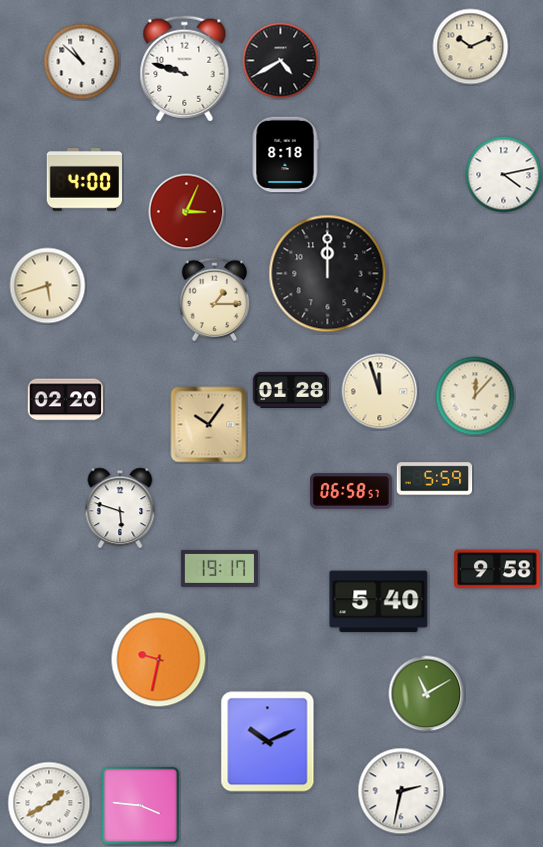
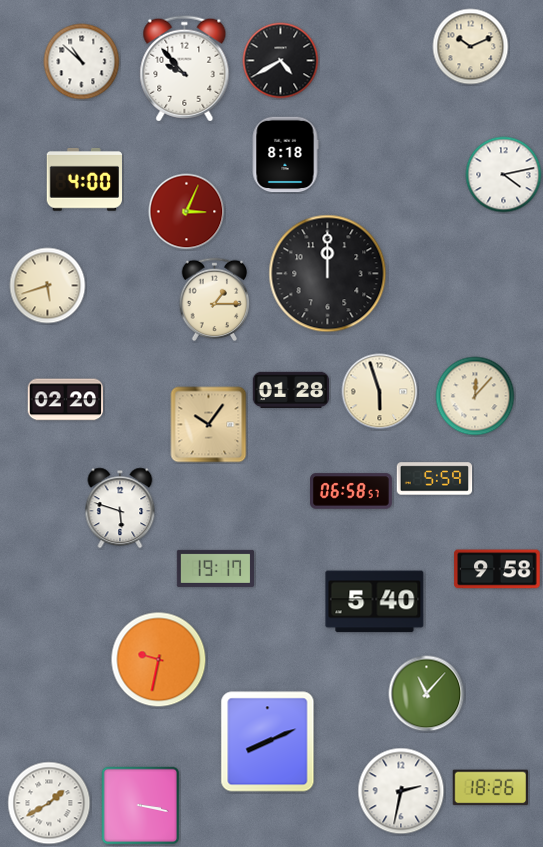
clock at (185, 69): 9:48 -> 9:53
clock at (380, 392): 11:57 -> 5:57
clock at (219, 568) position: (219, 568) -> (215, 568)
clock at (379, 602) position: (379, 602) -> (375, 602)
clock at (427, 694): 11:10 -> 11:07
clock at (268, 742): 10:11 -> 8:11
clock at (490, 788): none -> 18:26
clock at (141, 806): 3:46 -> 3:17
